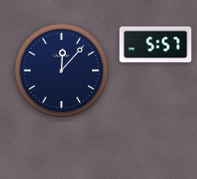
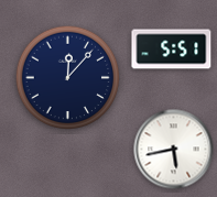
clock at (156, 45): 5:57 -> 5:51
clock at (174, 150): none -> 5:43
